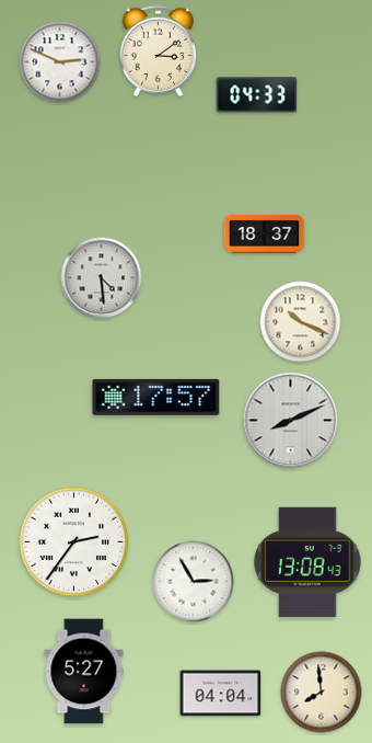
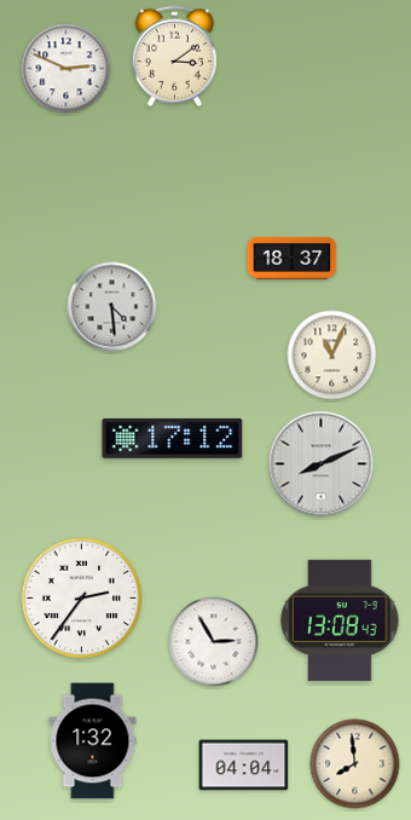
clock at (257, 95): 04:33 -> none
clock at (301, 322): 10:19 -> 11:04
clock at (156, 397): 17:57 -> 17:12
clock at (84, 672): 5:27 -> 1:32
